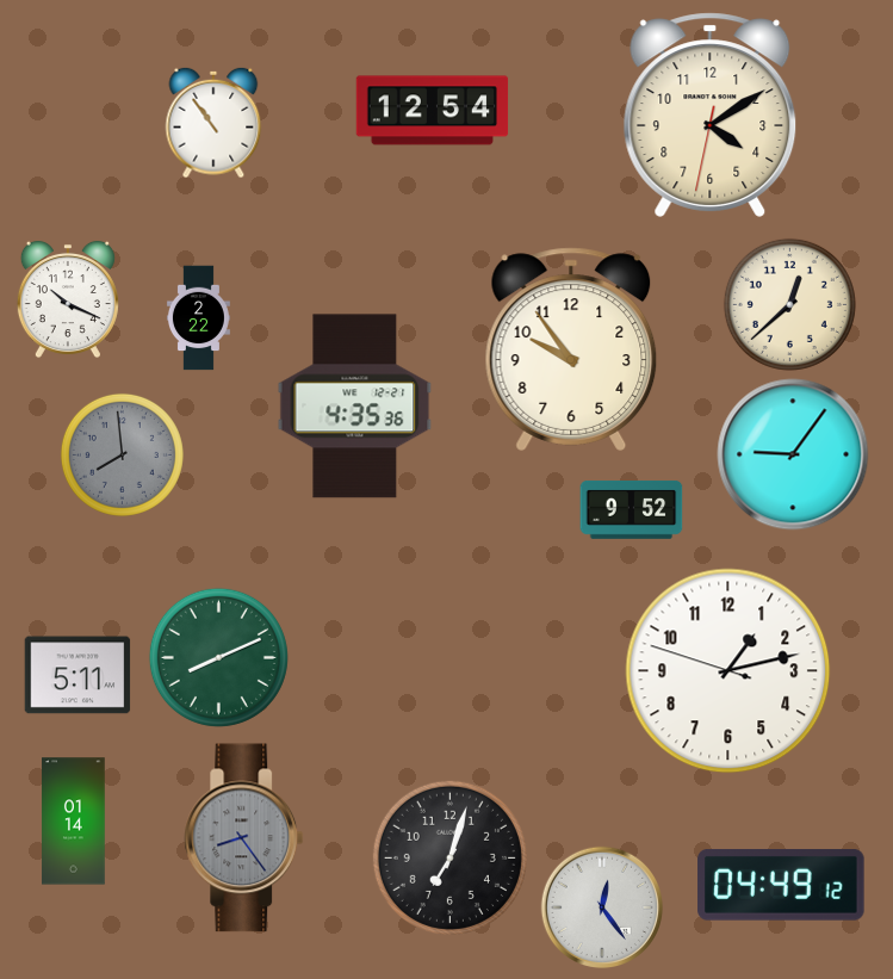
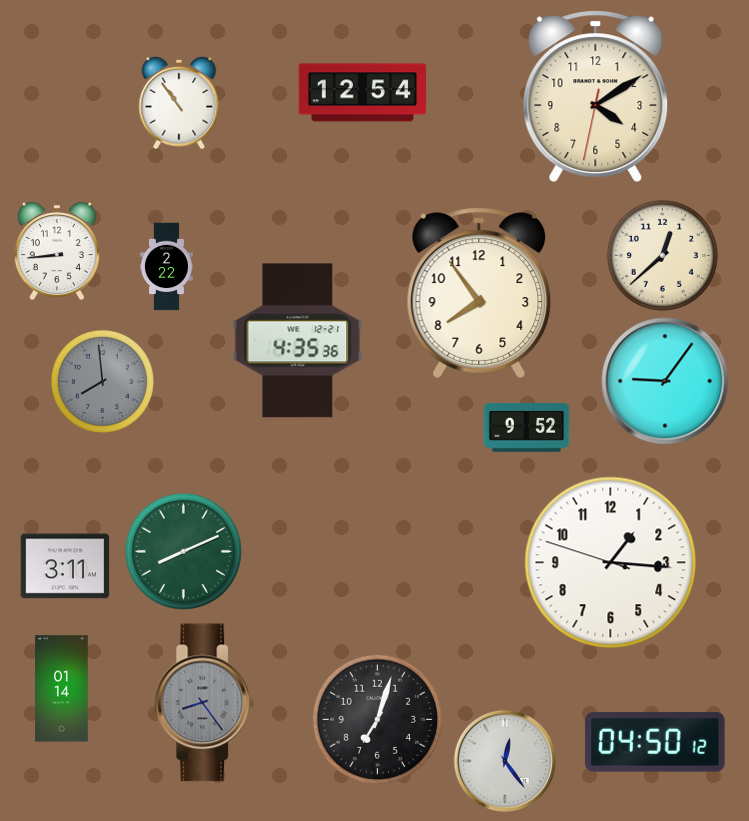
clock at (68, 299): 10:19 -> 8:44
clock at (571, 349): 9:54 -> 7:54
clock at (632, 510) position: (632, 510) -> (527, 428)
clock at (728, 671): 1:12 -> 1:15
clock at (77, 675): 5:11 -> 3:11
clock at (781, 886): 04:49 -> 04:50
